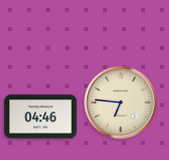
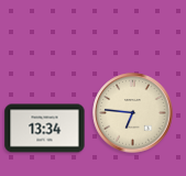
clock at (41, 117): 04:46 -> 13:34
